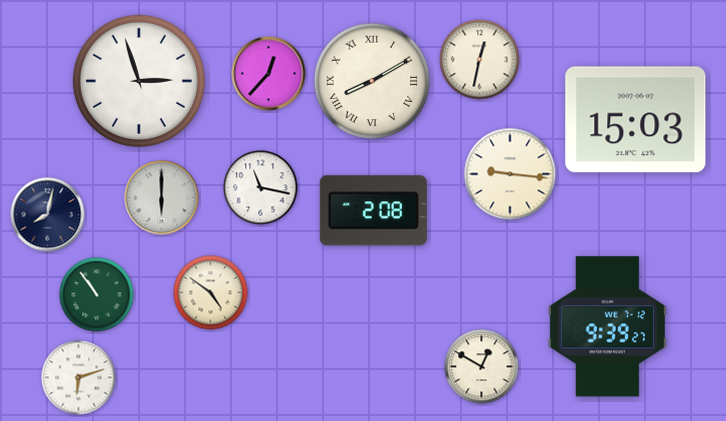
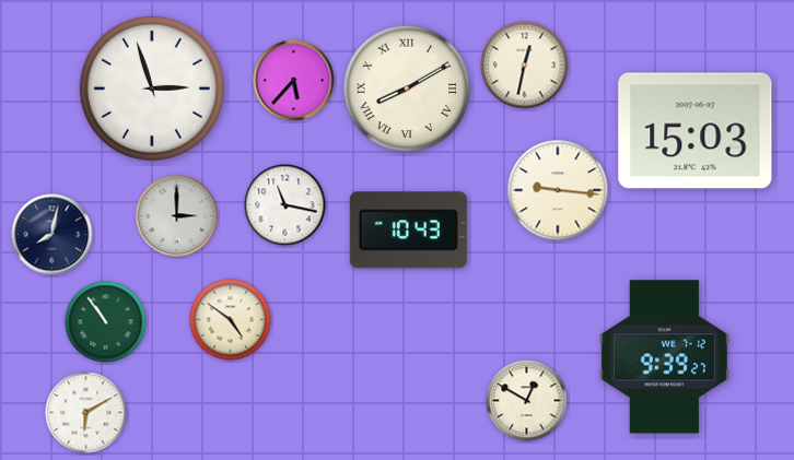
clock at (269, 74): 12:37 -> 5:37
clock at (162, 198): 6:00 -> 3:00
clock at (373, 211): 2:08 -> 10:43
clock at (79, 378): 6:12 -> 6:10
